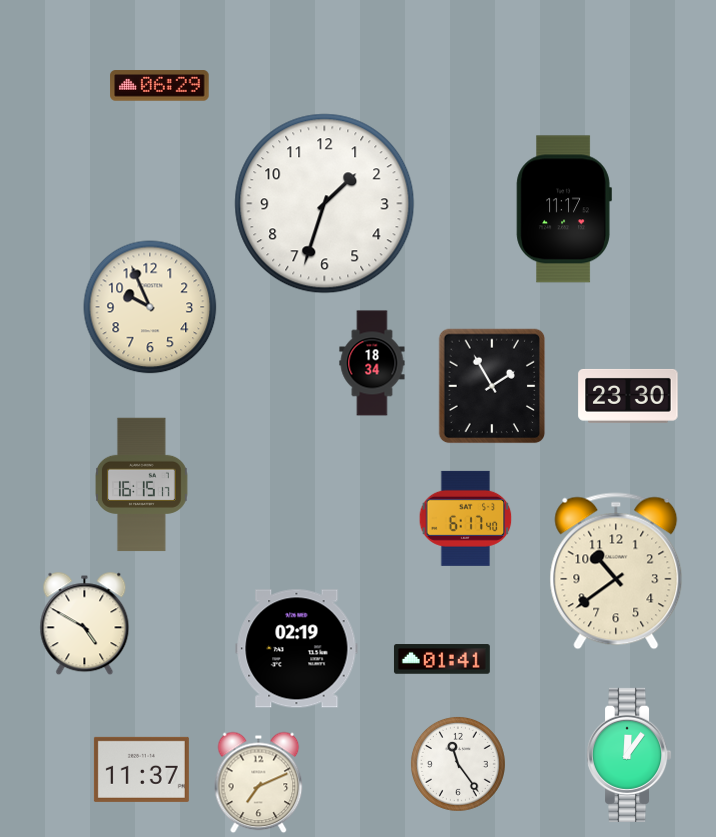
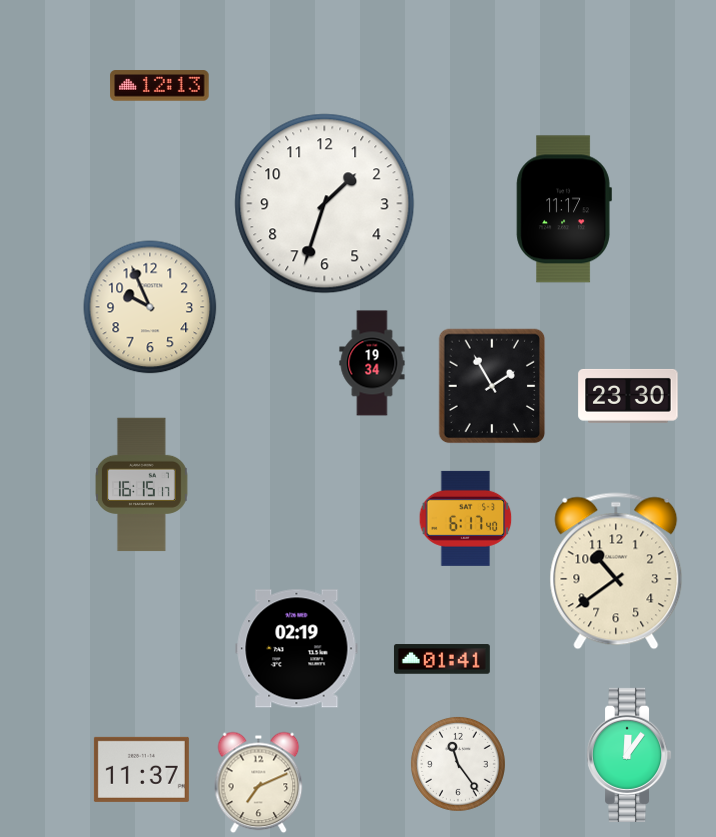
clock at (160, 86): 06:29 -> 12:13
clock at (372, 363): 18:34 -> 19:34
clock at (85, 624): 4:50 -> none
